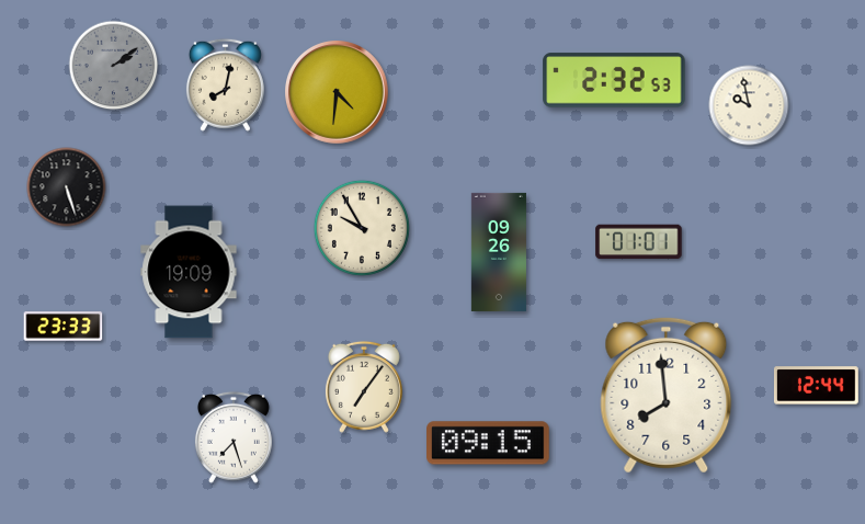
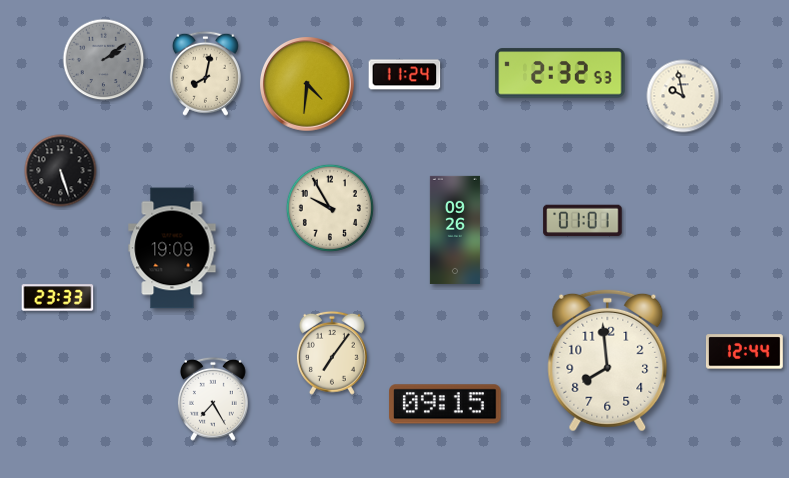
clock at (405, 75): none -> 11:24
clock at (225, 84) position: (225, 84) -> (205, 73)
clock at (234, 437): 7:27 -> 7:25
